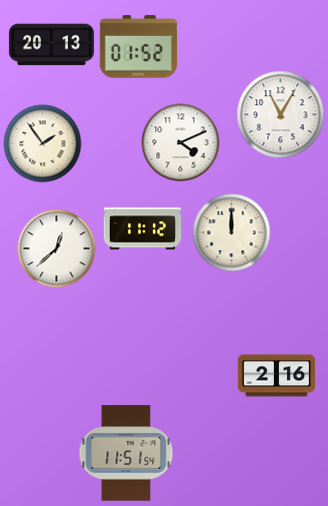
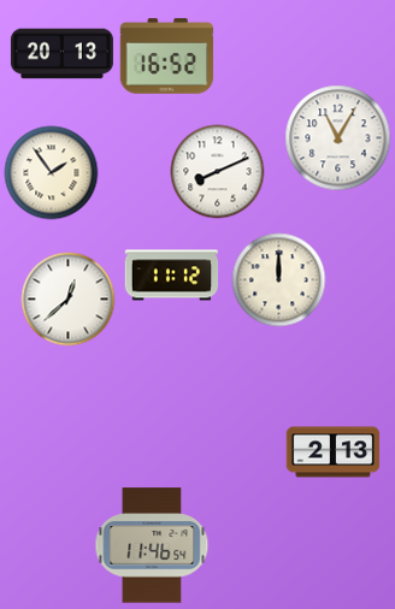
clock at (138, 47): 01:52 -> 16:52
clock at (180, 142): 4:11 -> 8:11
clock at (276, 376): 2:16 -> 2:13
clock at (126, 453): 11:51 -> 11:46
